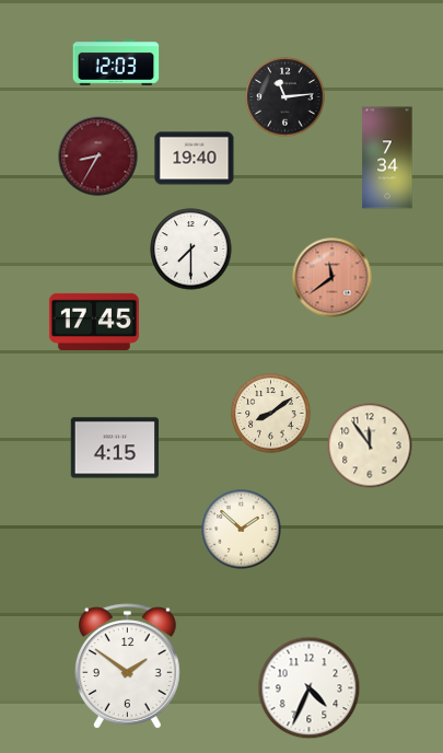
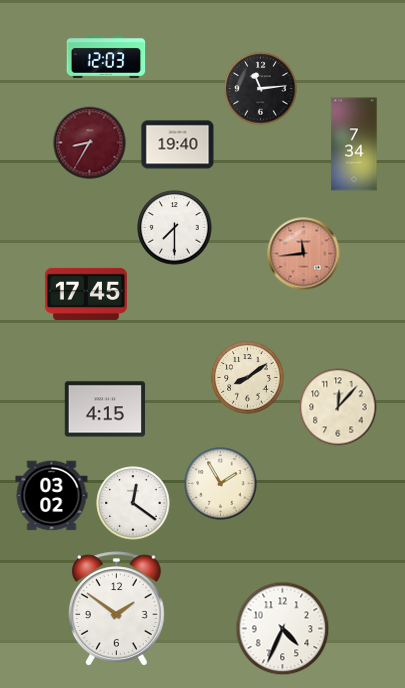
clock at (333, 278): 11:39 -> 11:44
clock at (370, 445): 11:54 -> 12:07
clock at (242, 530): 1:52 -> 1:55
clock at (52, 496): none -> 03:02
clock at (133, 503): none -> 12:21
